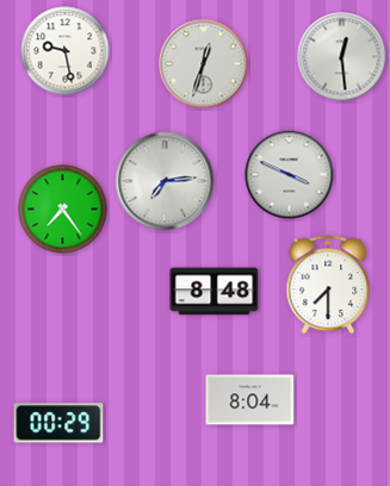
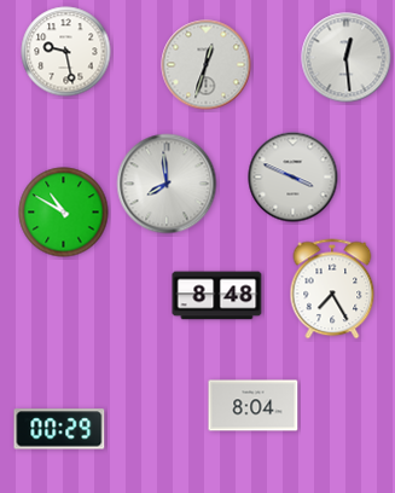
clock at (165, 181): 7:14 -> 7:59
clock at (63, 210): 7:24 -> 10:50
clock at (328, 285): 7:30 -> 7:25
